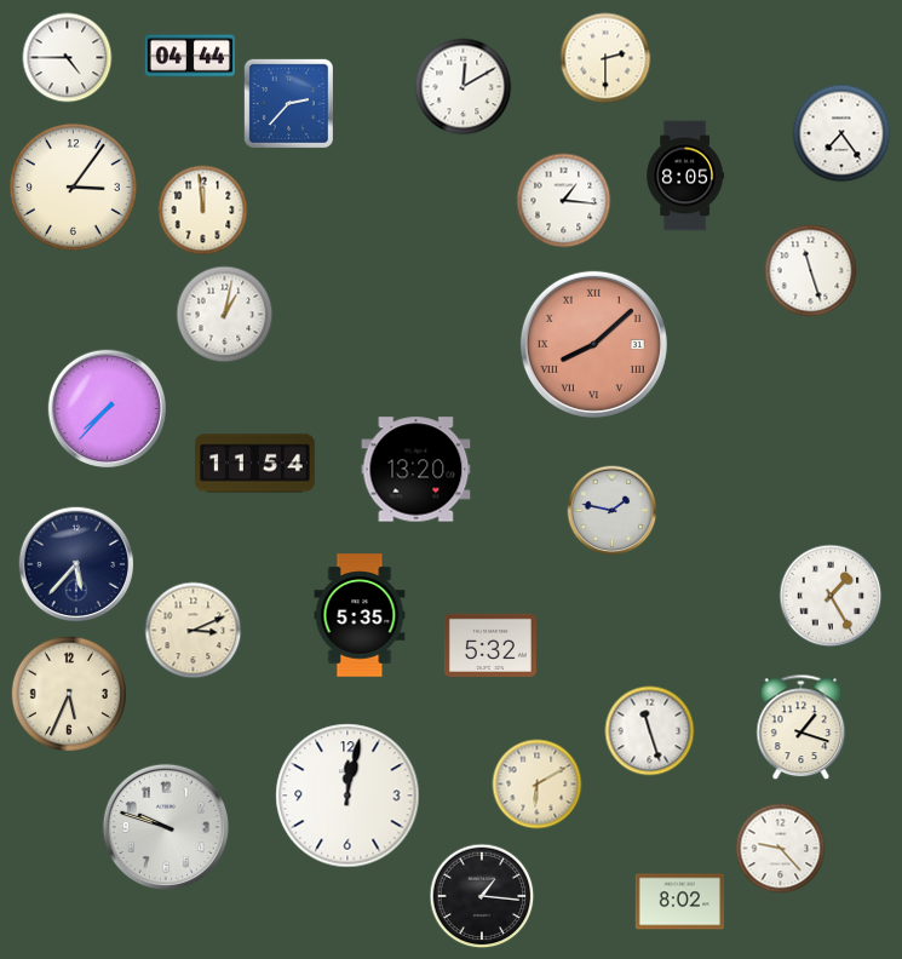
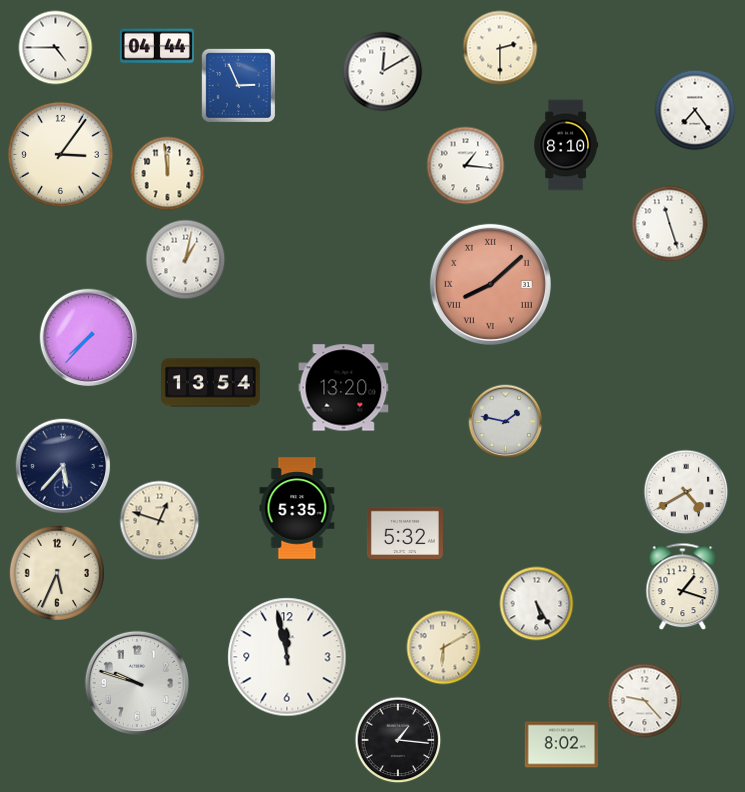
clock at (288, 103): 2:37 -> 2:56
clock at (685, 176): 8:05 -> 8:10
clock at (255, 464): 11:54 -> 13:54
clock at (831, 596): 1:25 -> 4:40
clock at (194, 631): 3:11 -> 12:48
clock at (802, 728) position: (802, 728) -> (683, 587)
clock at (650, 731): 11:27 -> 5:25
clock at (347, 796): 12:02 -> 11:58
